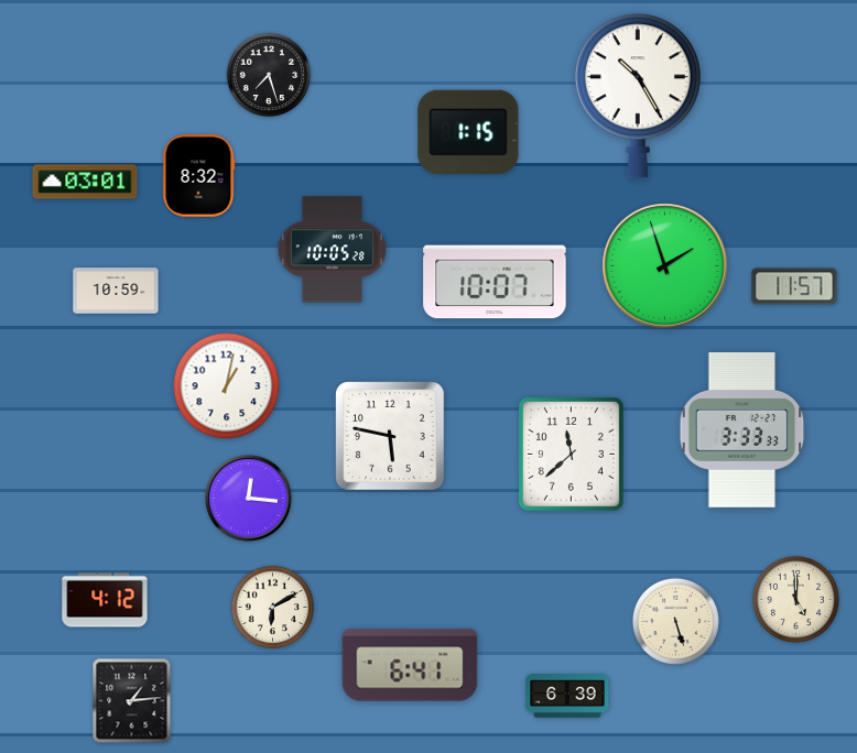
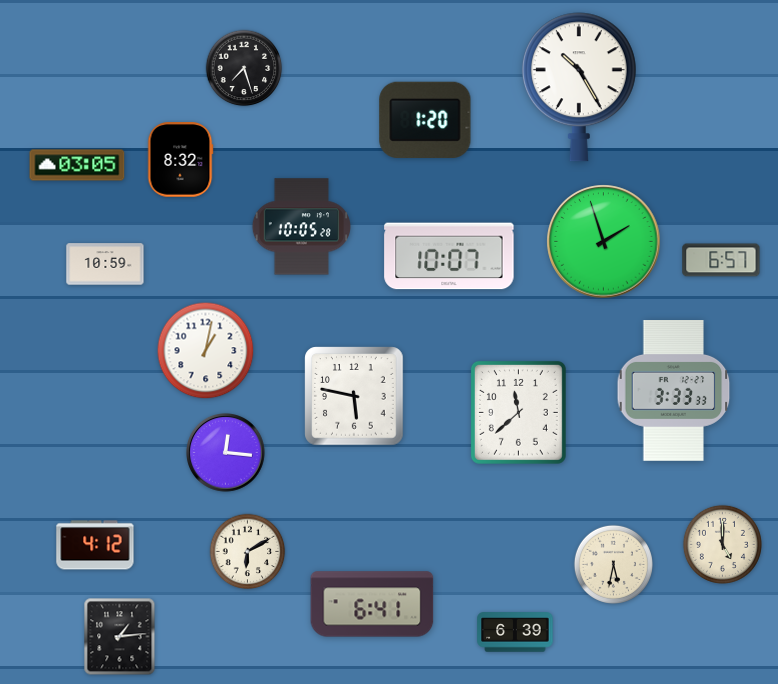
clock at (468, 132): 1:15 -> 1:20
clock at (85, 182): 03:01 -> 03:05
clock at (794, 286): 11:57 -> 6:57
clock at (675, 621): 5:27 -> 5:32
